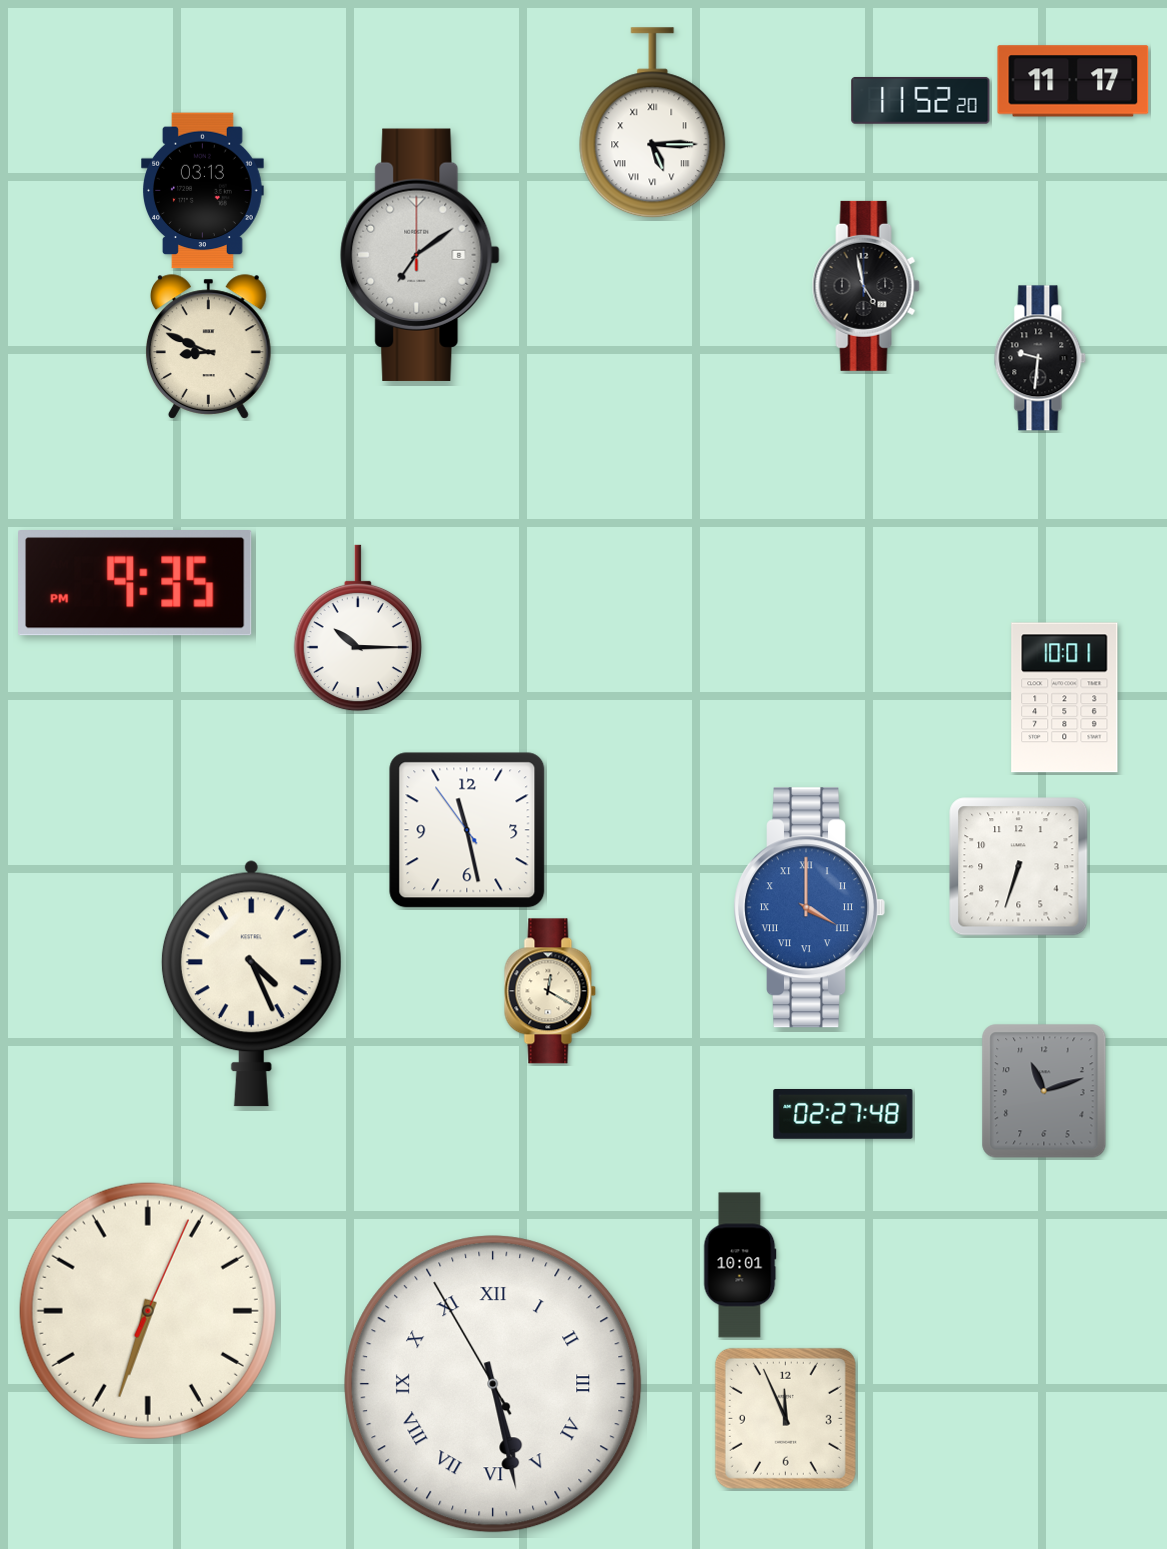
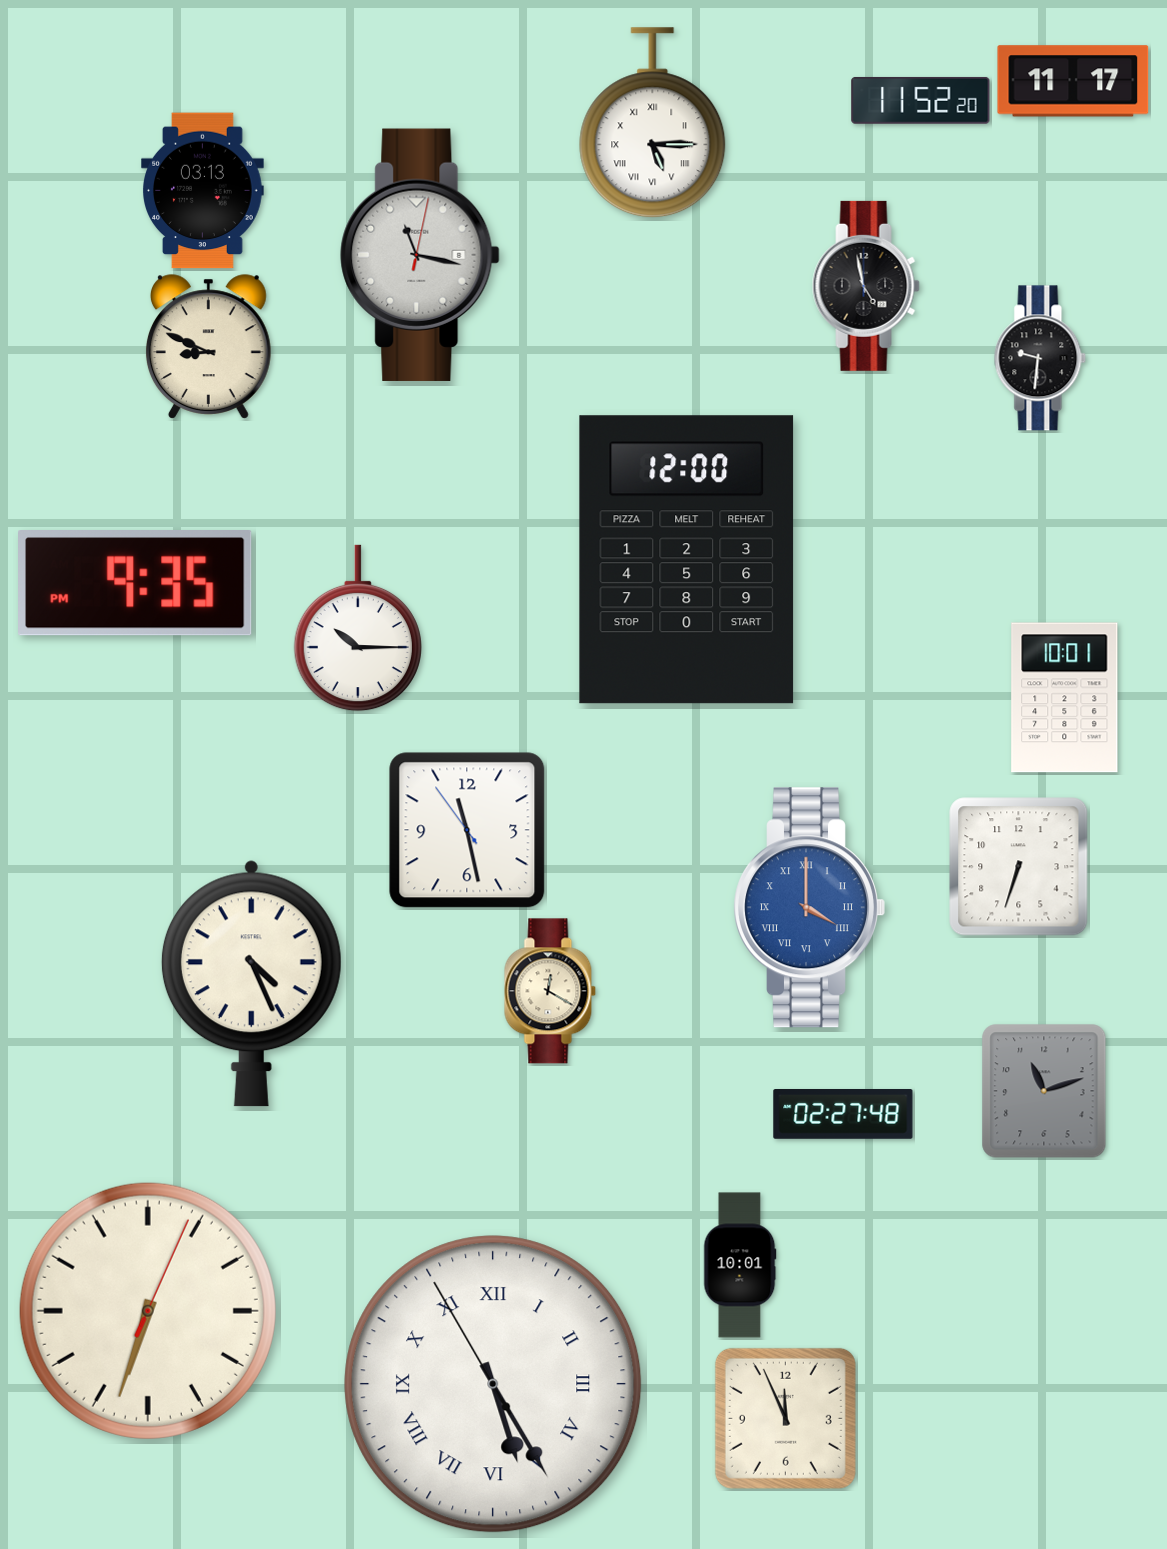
clock at (420, 255): 7:09 -> 11:17
clock at (687, 560): none -> 12:00
clock at (493, 1384): 5:27 -> 5:24
